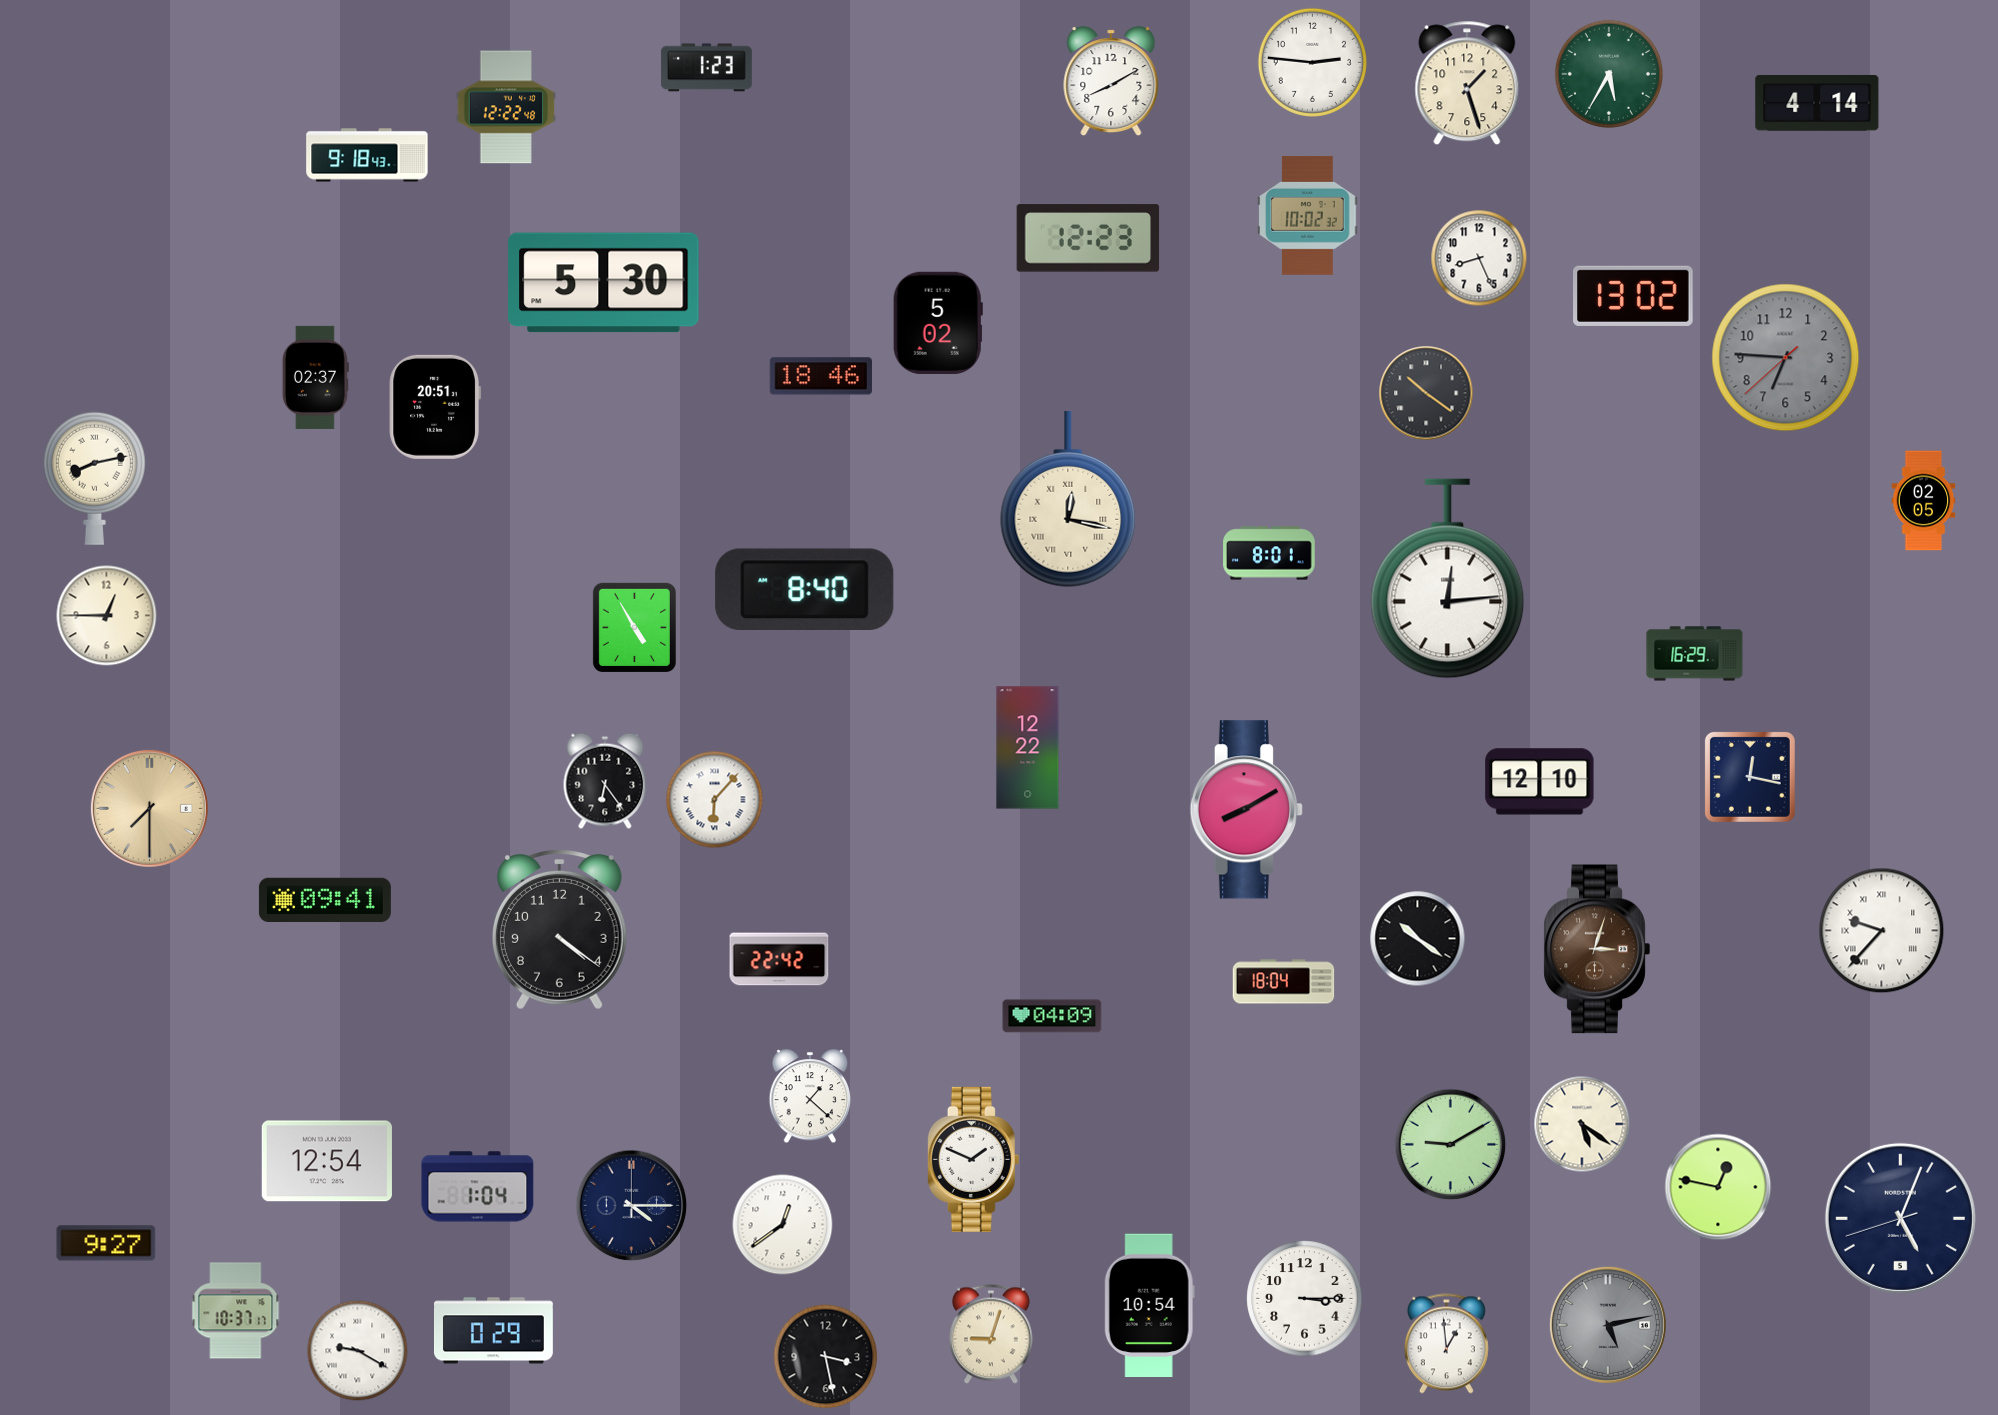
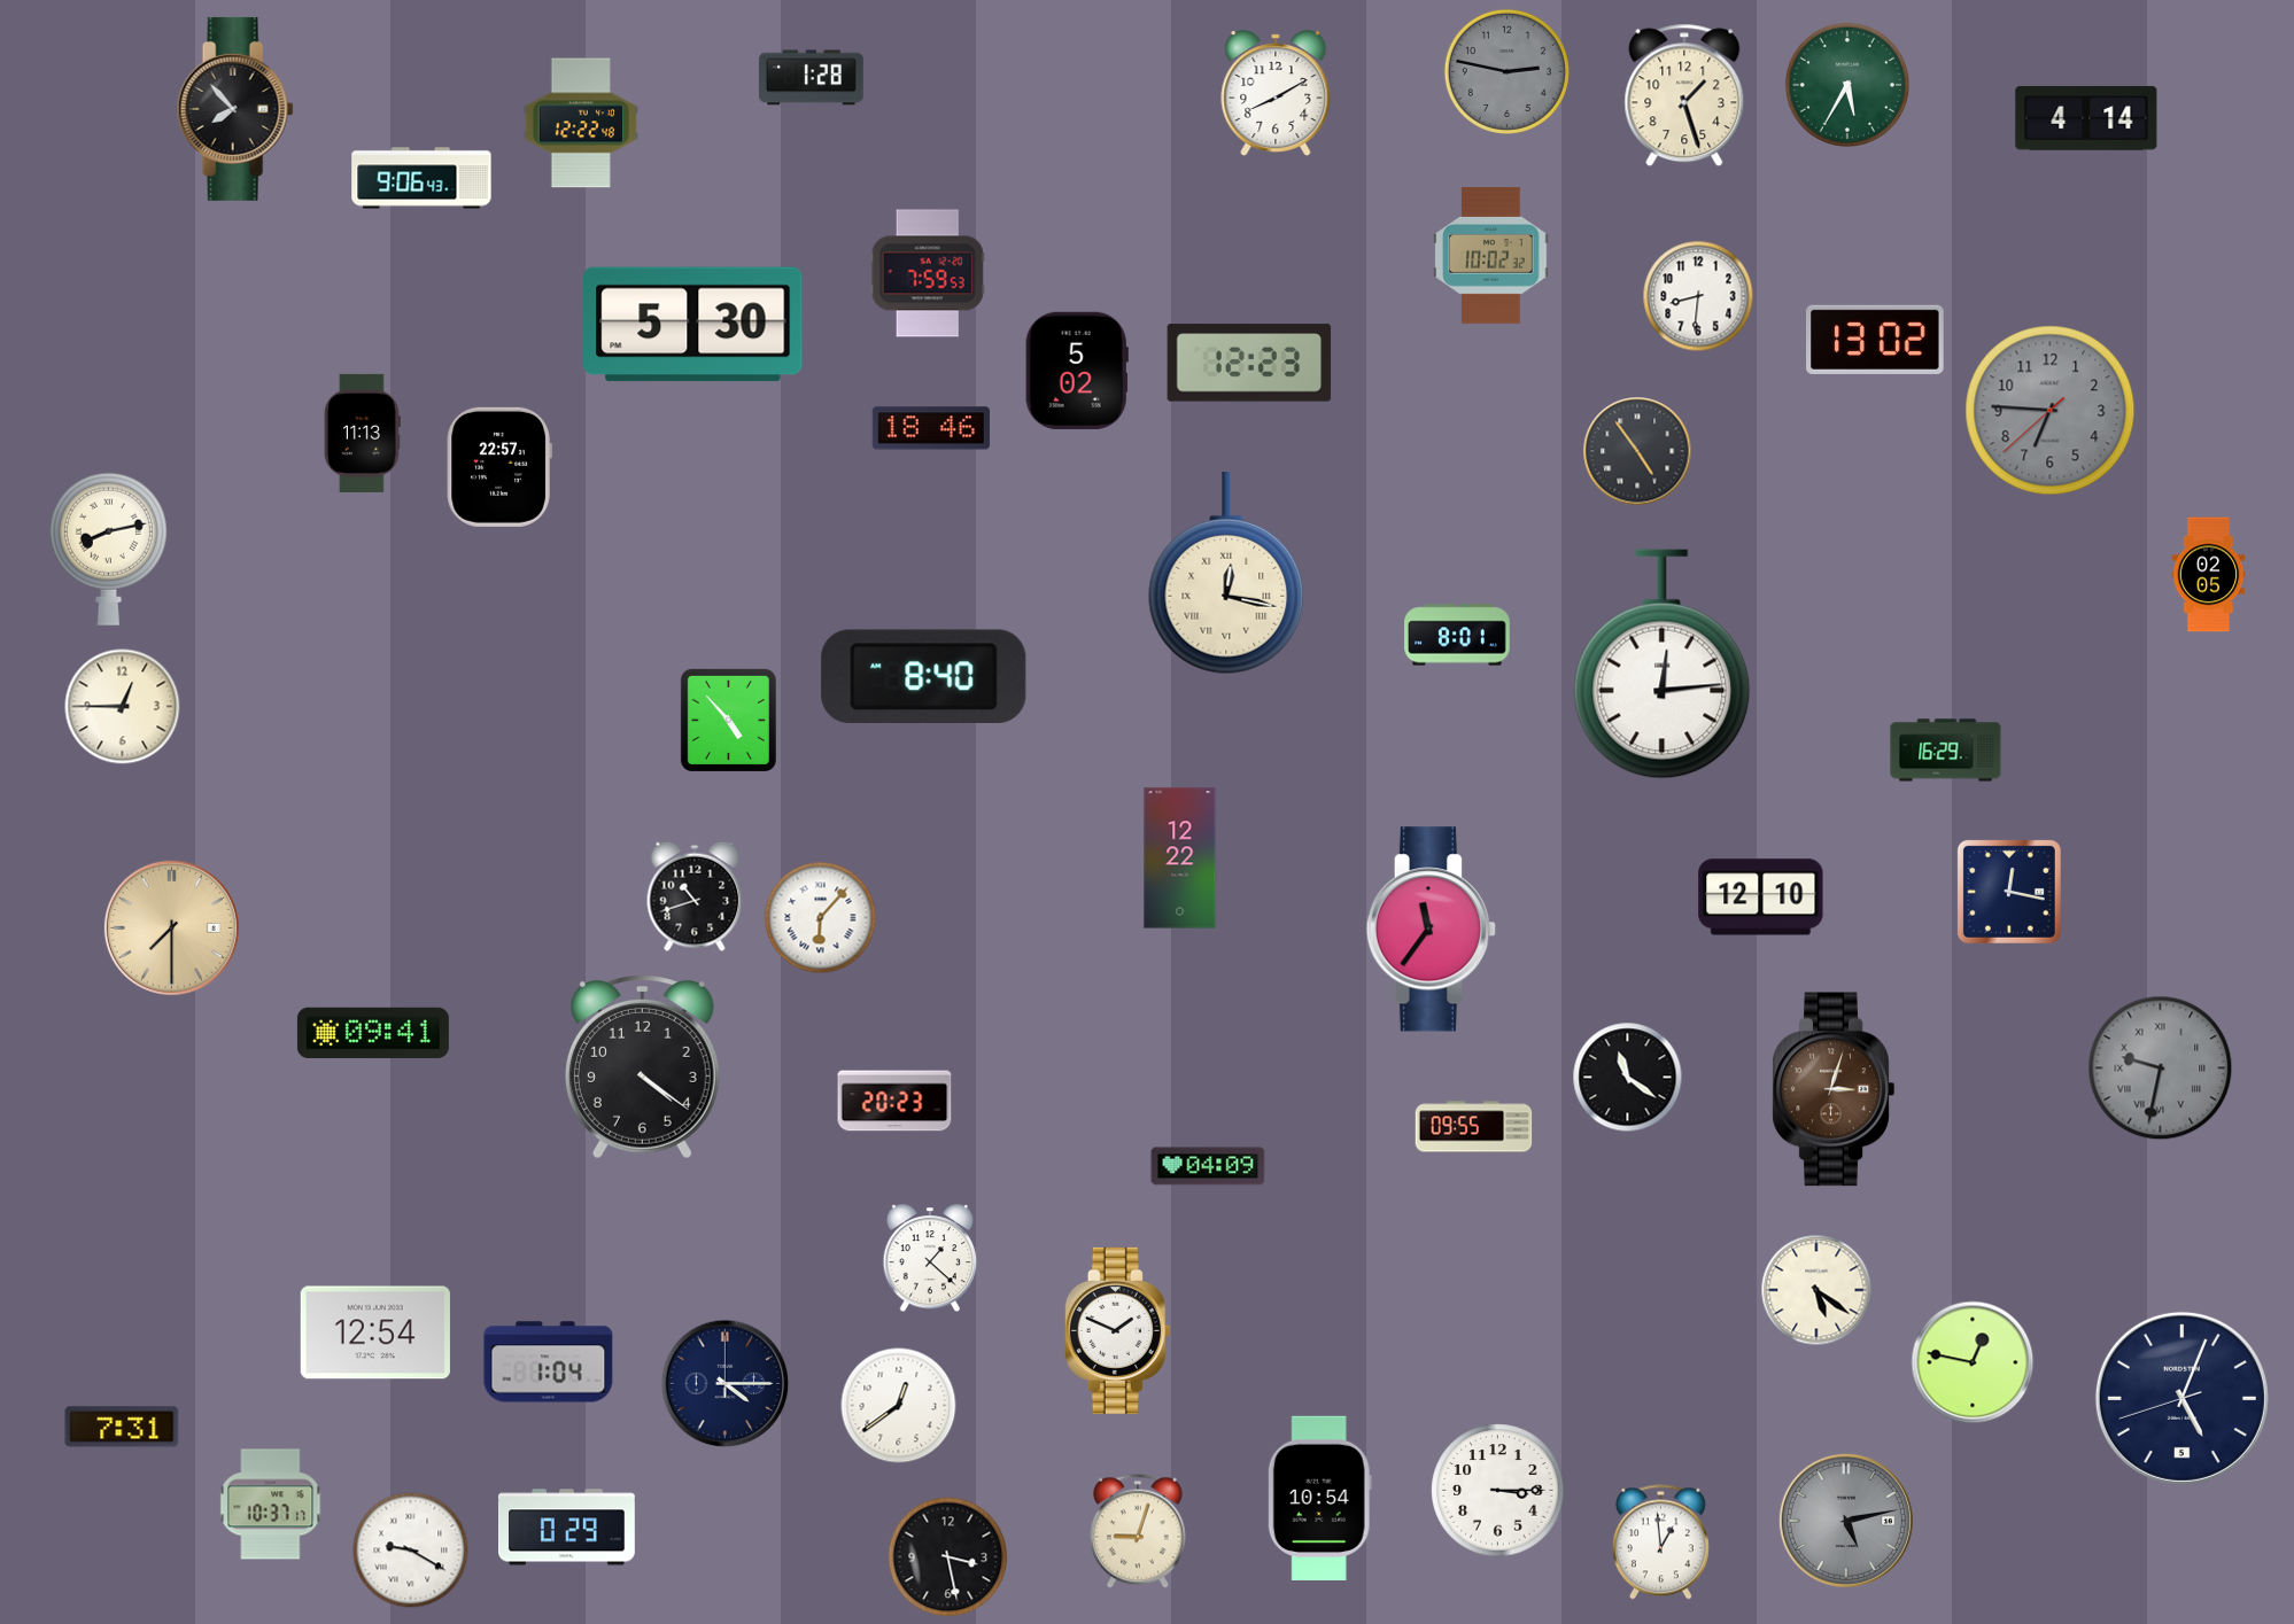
clock at (1312, 62): 2:46 -> 2:47
clock at (1312, 62) dial: white -> grey
clock at (706, 68): 1:23 -> 1:28
clock at (235, 109): none -> 7:53
clock at (367, 155): 9:18 -> 9:06
clock at (1308, 215) position: (1308, 215) -> (1491, 255)
clock at (928, 273): none -> 7:59
clock at (1088, 238) position: (1088, 238) -> (1249, 363)
clock at (1479, 258): 8:26 -> 8:31
clock at (821, 376) position: (821, 376) -> (931, 428)
clock at (315, 377): 02:37 -> 11:13
clock at (1426, 393): 10:21 -> 4:54
clock at (435, 407): 20:51 -> 22:57
clock at (634, 627): 4:55 -> 4:53
clock at (605, 781): 6:24 -> 10:42
clock at (1540, 782) position: (1540, 782) -> (1761, 898)
clock at (1246, 810): 8:10 -> 11:36
clock at (1882, 931): 9:37 -> 9:32
clock at (1882, 931) dial: white -> grey
clock at (1418, 939): 10:21 -> 11:21
clock at (779, 959): 22:42 -> 20:23
clock at (1284, 982): 18:04 -> 09:55
clock at (1451, 1145): 9:10 -> none
clock at (106, 1243): 9:27 -> 7:31
